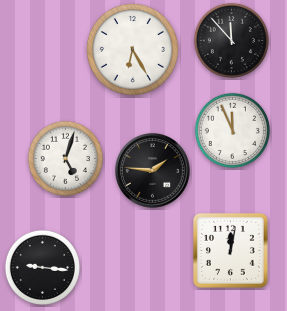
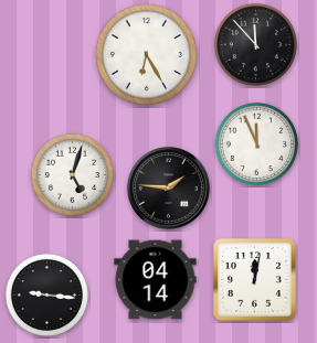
clock at (230, 250) position: (230, 250) -> (254, 279)
clock at (156, 280): none -> 04:14
